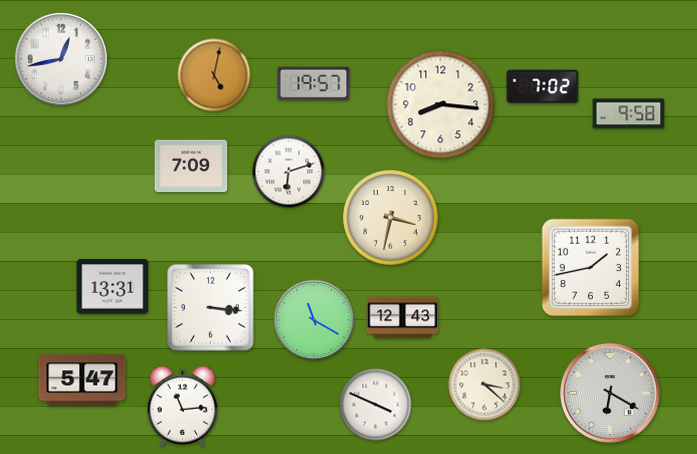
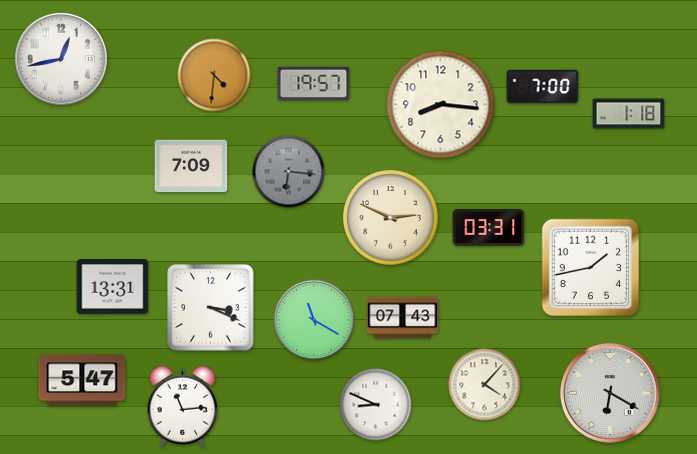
clock at (214, 75): 5:02 -> 4:31
clock at (543, 87): 7:02 -> 7:00
clock at (629, 114): 9:58 -> 1:18
clock at (289, 172): 6:12 -> 6:16
clock at (289, 172) dial: white -> grey
clock at (391, 218): 3:32 -> 2:49
clock at (489, 228): none -> 03:31
clock at (211, 308): 3:16 -> 3:19
clock at (403, 318): 12:43 -> 07:43
clock at (485, 385): 3:22 -> 4:07
clock at (376, 405): 3:49 -> 8:49
